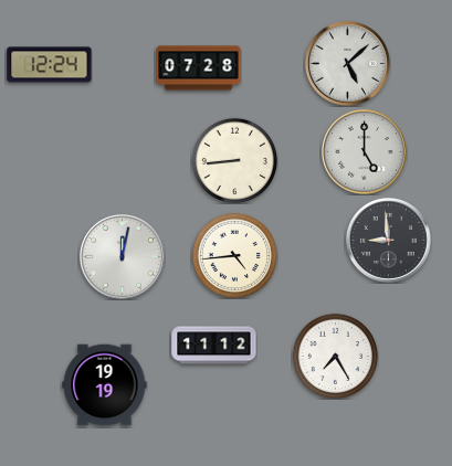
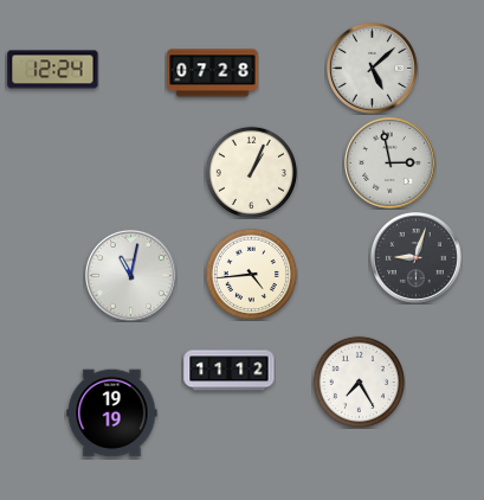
clock at (365, 152): 5:00 -> 2:58
clock at (234, 160): 8:44 -> 1:04
clock at (389, 241): 8:59 -> 9:03
clock at (123, 257): 12:02 -> 11:02
